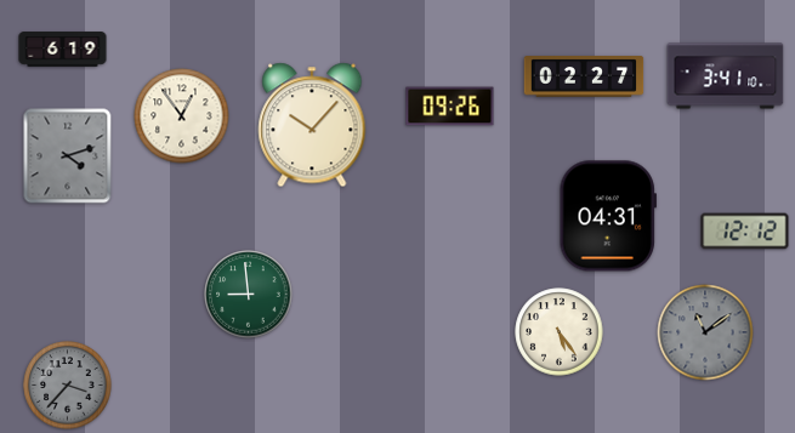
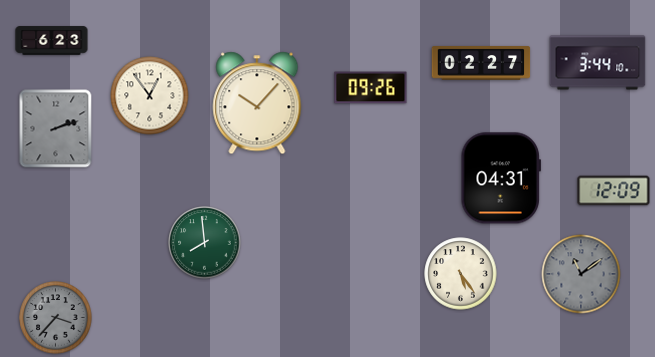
clock at (63, 50): 6:19 -> 6:23
clock at (726, 76): 3:41 -> 3:44
clock at (68, 156): 4:12 -> 2:12
clock at (745, 232): 12:12 -> 12:09
clock at (249, 295): 8:59 -> 7:59
